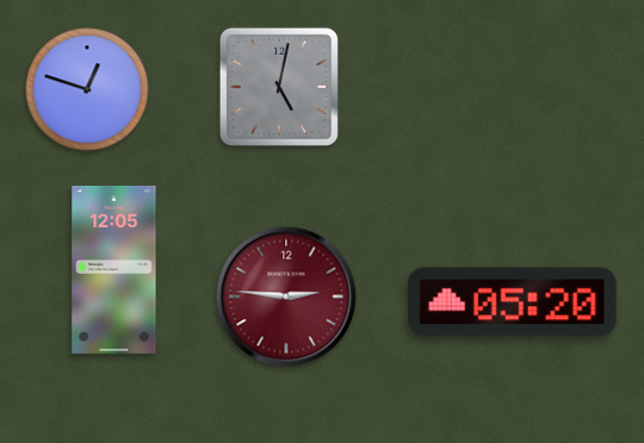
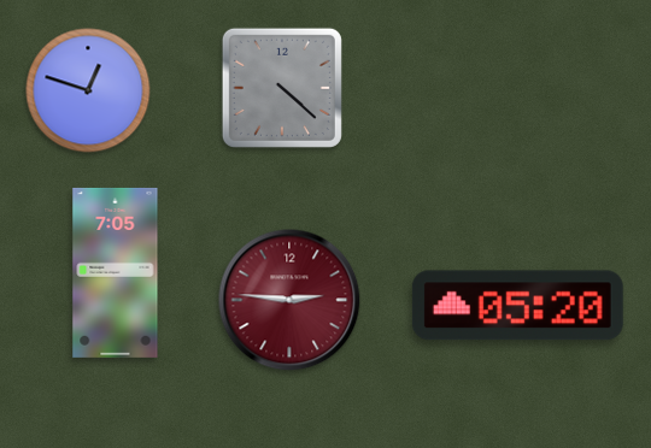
clock at (279, 87): 5:02 -> 4:22
clock at (114, 269): 12:05 -> 7:05
